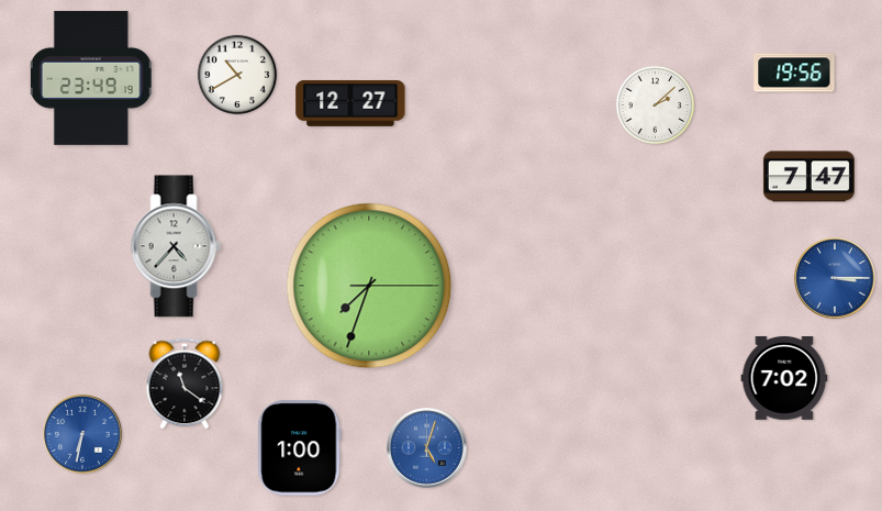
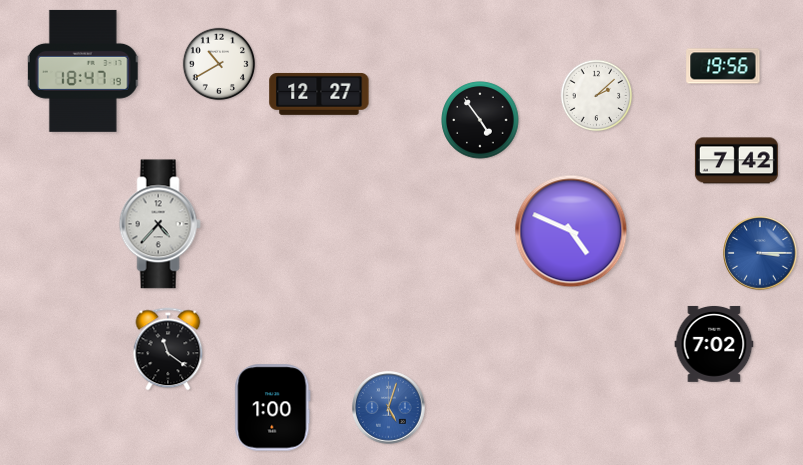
clock at (237, 75) position: (237, 75) -> (219, 64)
clock at (91, 78): 23:49 -> 18:47
clock at (480, 120): none -> 4:54
clock at (808, 177): 7:47 -> 7:42
clock at (571, 231): none -> 4:49
clock at (369, 286): 7:33 -> none
clock at (83, 435): 6:32 -> none
